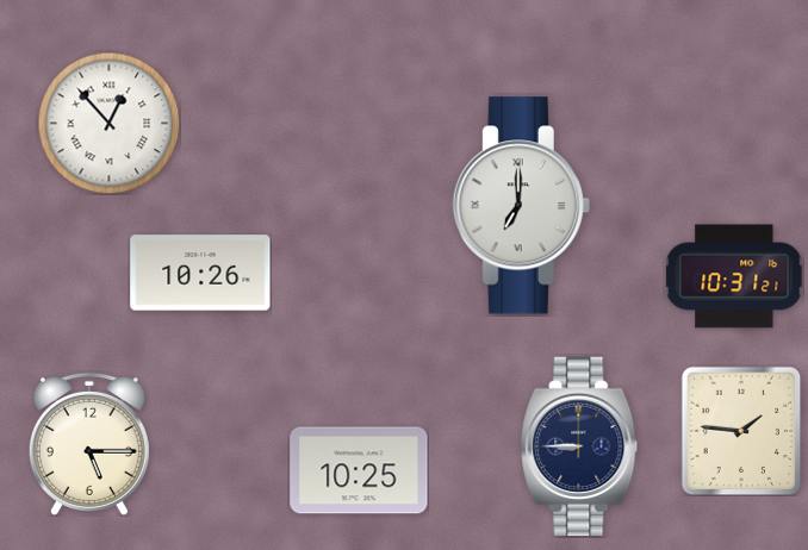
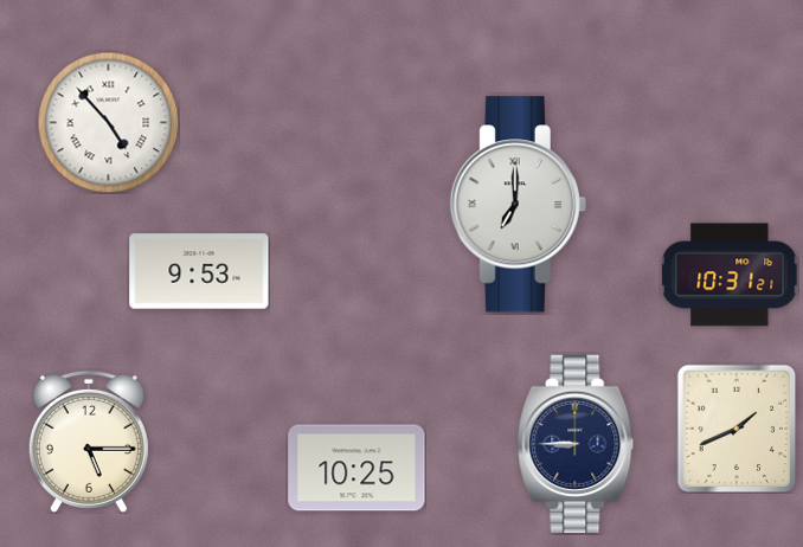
clock at (108, 123): 12:53 -> 4:53
clock at (200, 273): 10:26 -> 9:53
clock at (741, 431): 1:46 -> 1:41
